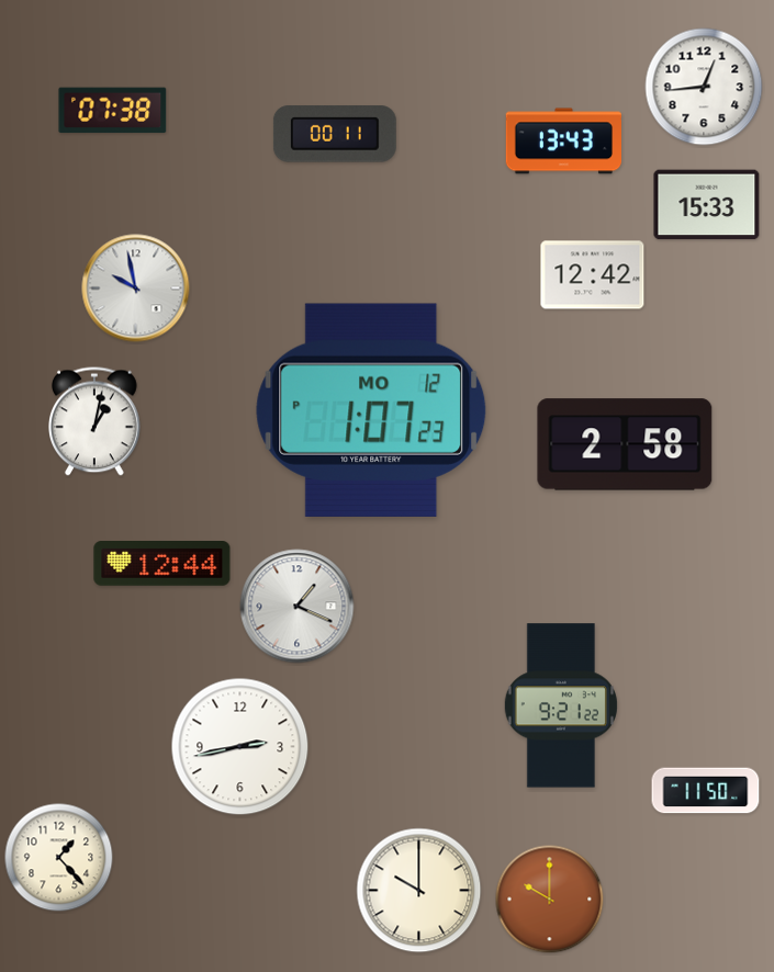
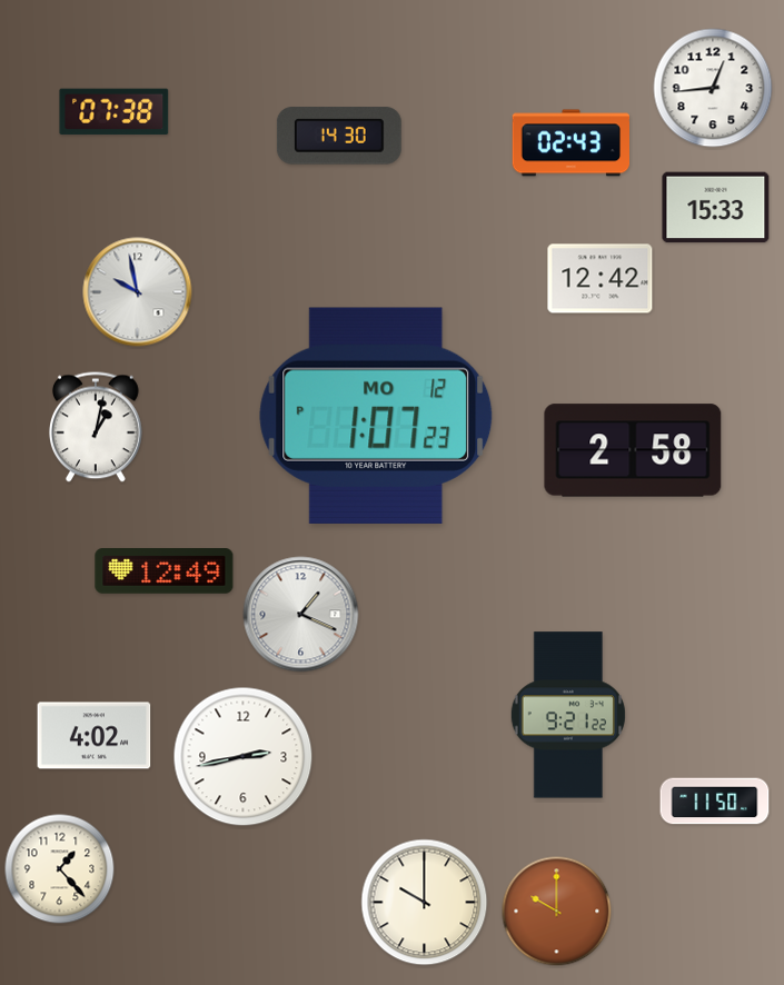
clock at (335, 134): 00:11 -> 14:30
clock at (563, 142): 13:43 -> 02:43
clock at (162, 564): 12:44 -> 12:49
clock at (95, 736): none -> 4:02
